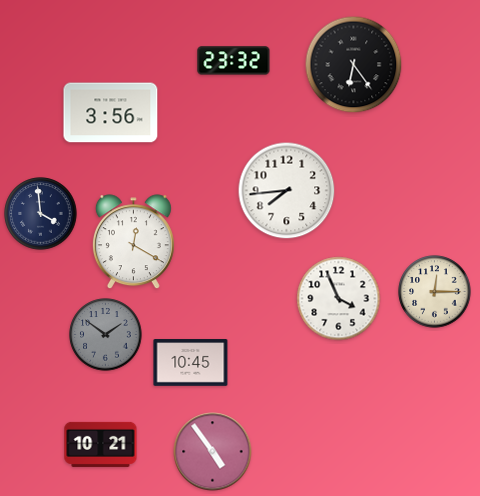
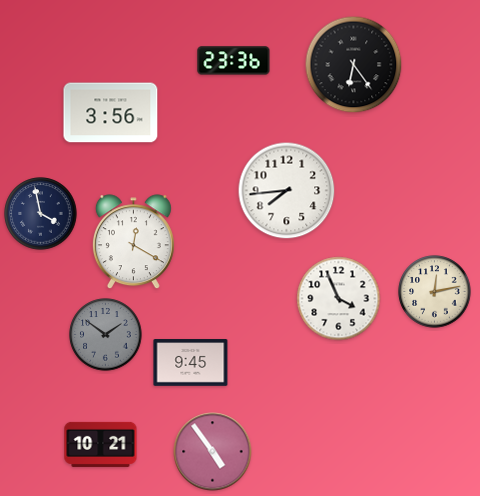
clock at (234, 61): 23:32 -> 23:36
clock at (41, 214): 3:59 -> 3:58
clock at (435, 292): 12:15 -> 12:13
clock at (191, 363): 10:45 -> 9:45
